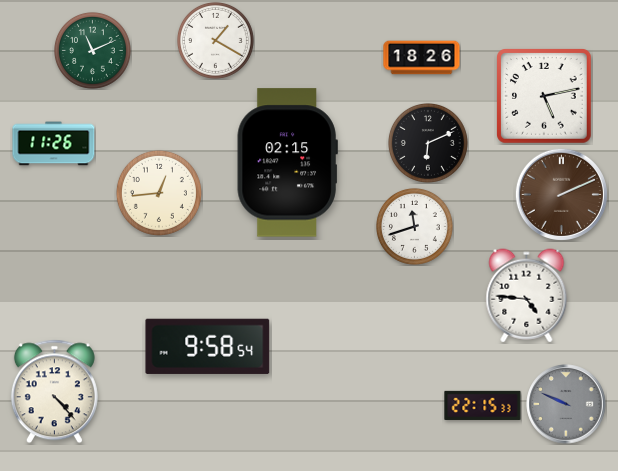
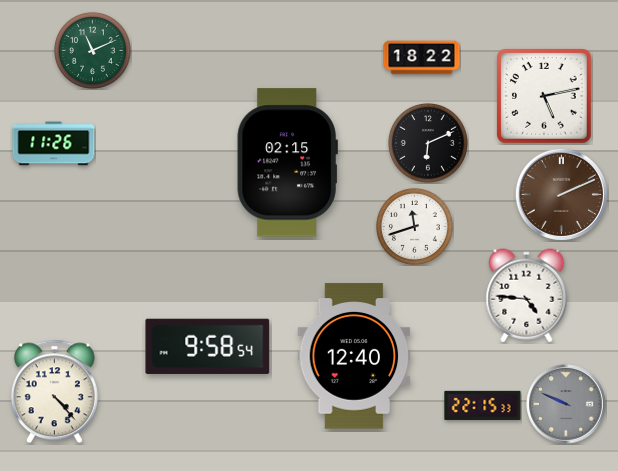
clock at (215, 40): 1:20 -> none
clock at (422, 58): 18:26 -> 18:22
clock at (159, 193): 12:44 -> none
clock at (354, 356): none -> 12:40
